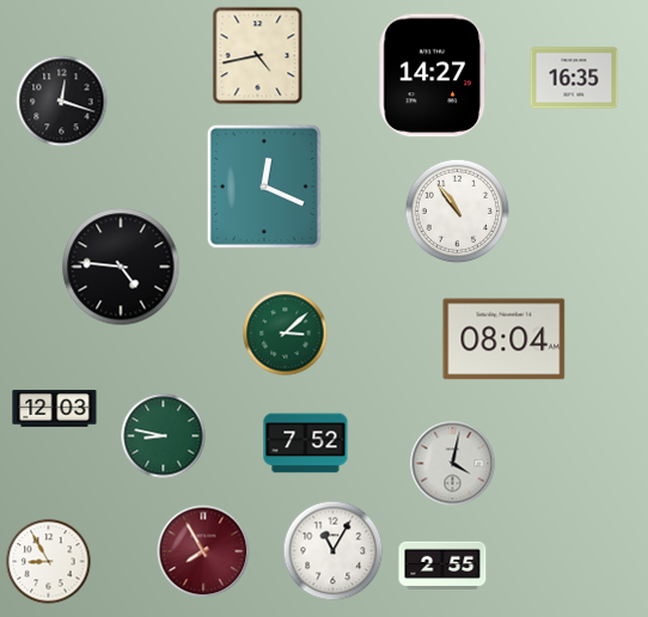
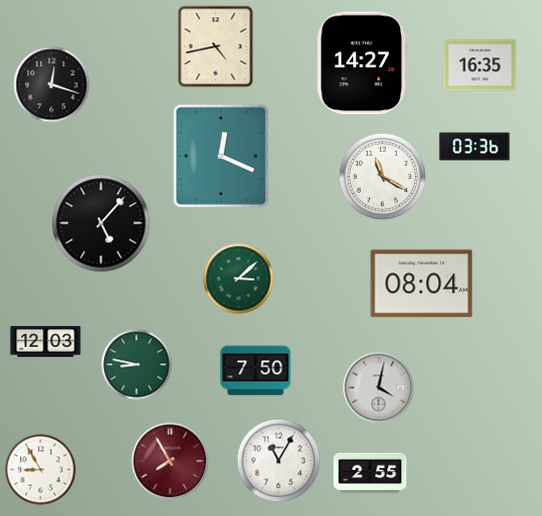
clock at (475, 147): none -> 03:36
clock at (458, 212): 10:54 -> 11:20
clock at (121, 267): 4:46 -> 5:07
clock at (306, 444): 7:52 -> 7:50
